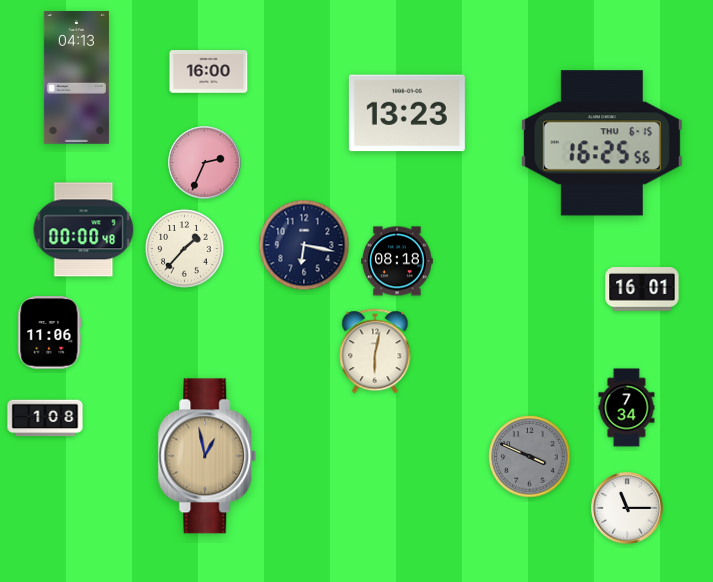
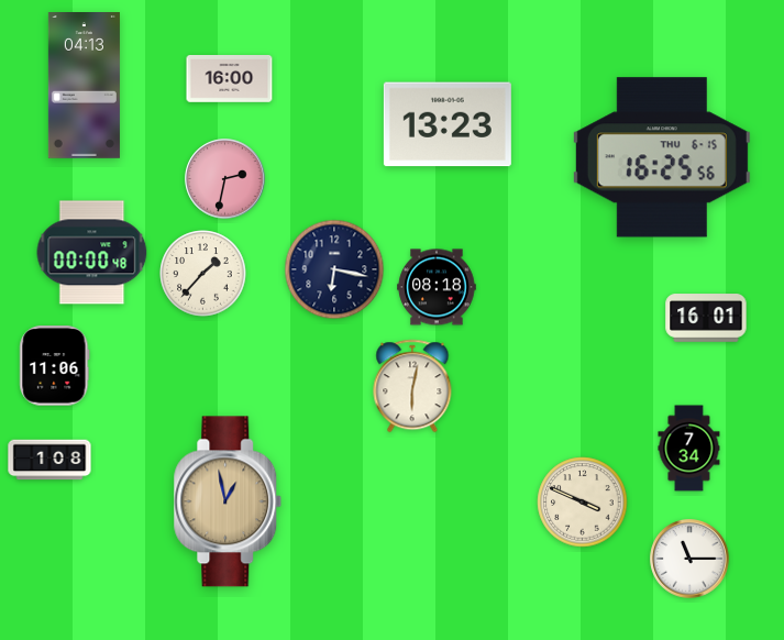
clock at (205, 163): 2:34 -> 2:32
clock at (530, 457) dial: grey -> cream
